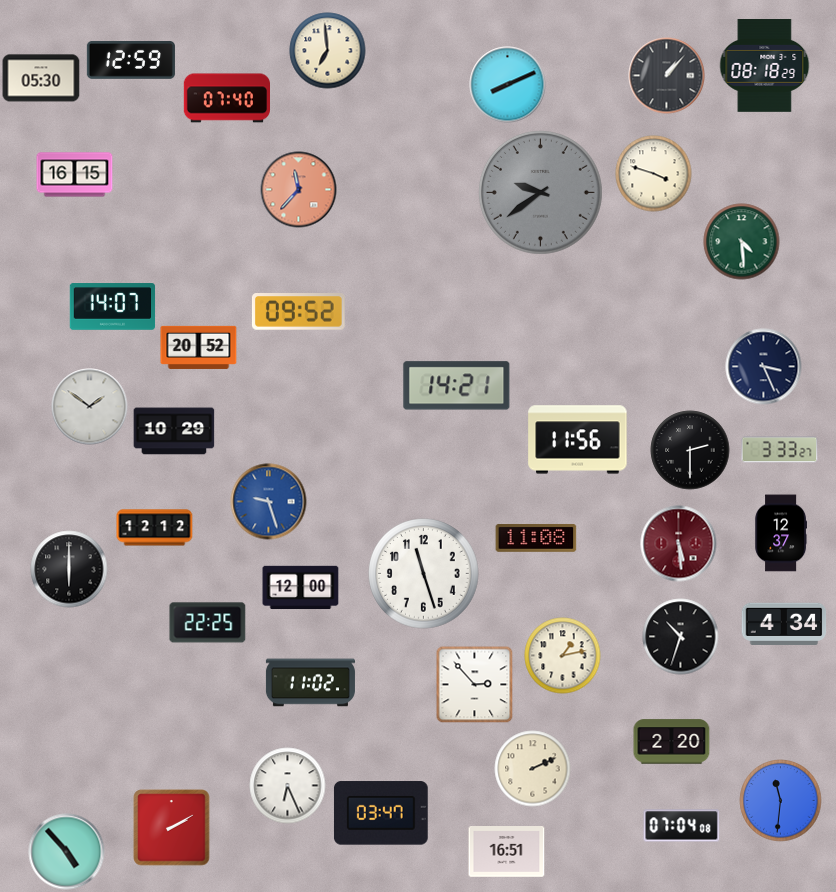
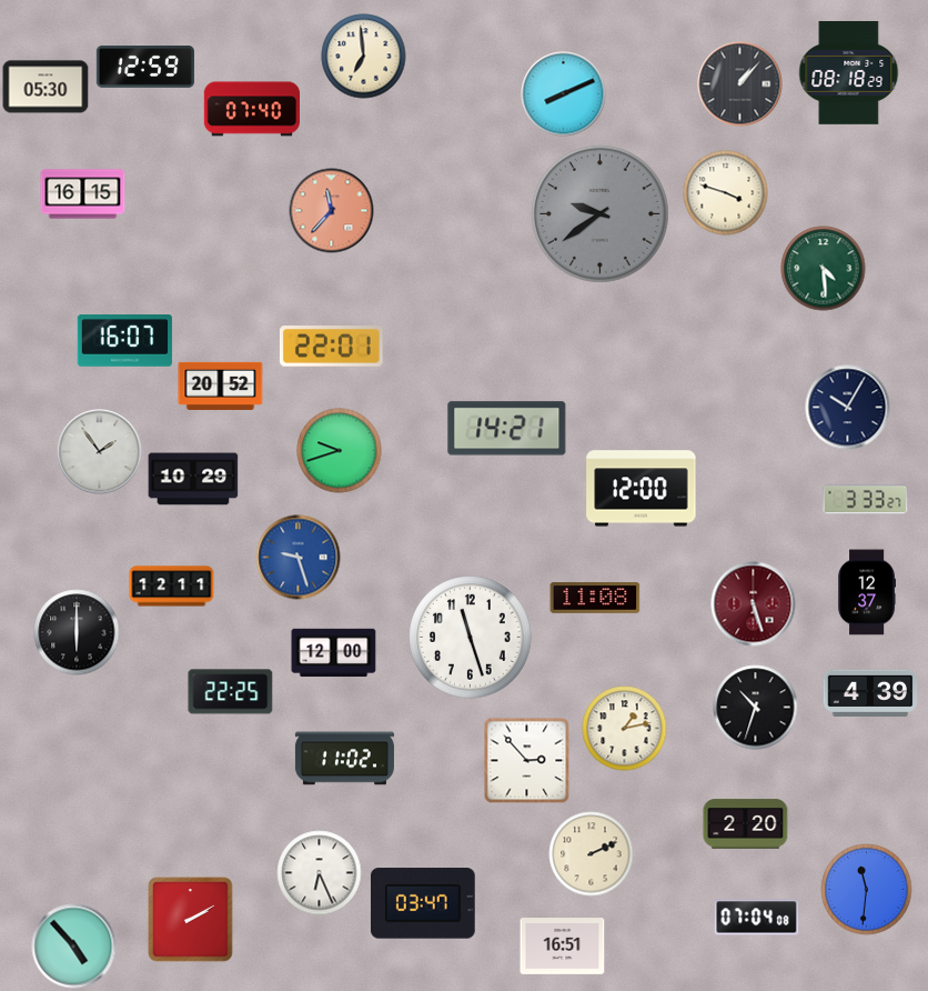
clock at (113, 307): 14:07 -> 16:07
clock at (298, 312): 09:52 -> 22:01
clock at (764, 367): 3:26 -> 10:05
clock at (340, 451): none -> 9:42
clock at (90, 407): 1:51 -> 1:54
clock at (578, 440): 11:56 -> 12:00
clock at (690, 450): 2:30 -> none
clock at (155, 528): 12:12 -> 12:11
clock at (679, 544): 5:29 -> 5:27
clock at (784, 624): 4:34 -> 4:39
